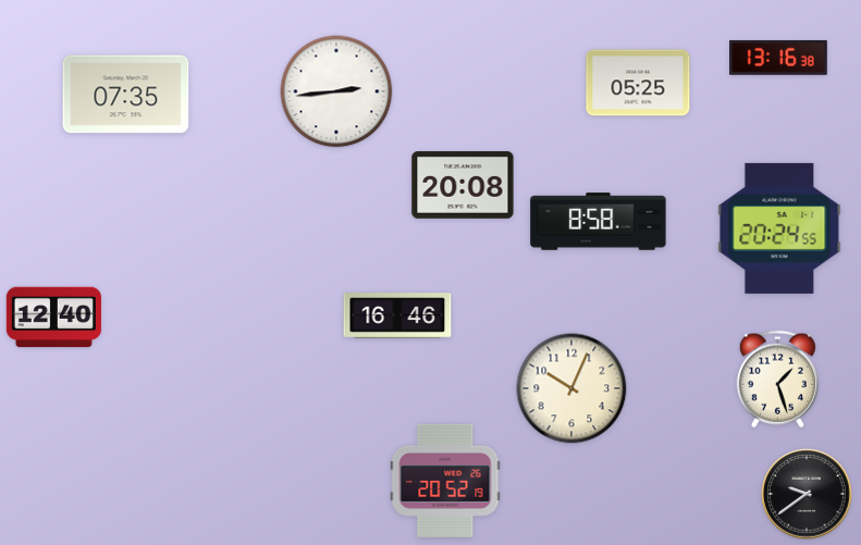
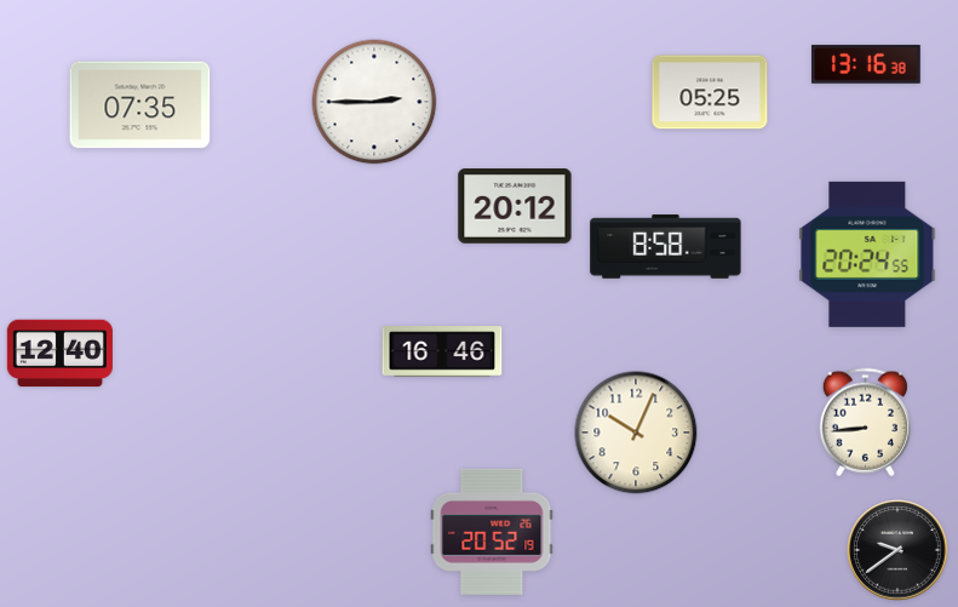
clock at (336, 91): 2:44 -> 2:45
clock at (463, 185): 20:08 -> 20:12
clock at (777, 380): 1:27 -> 8:44
clock at (445, 481) position: (445, 481) -> (492, 532)
